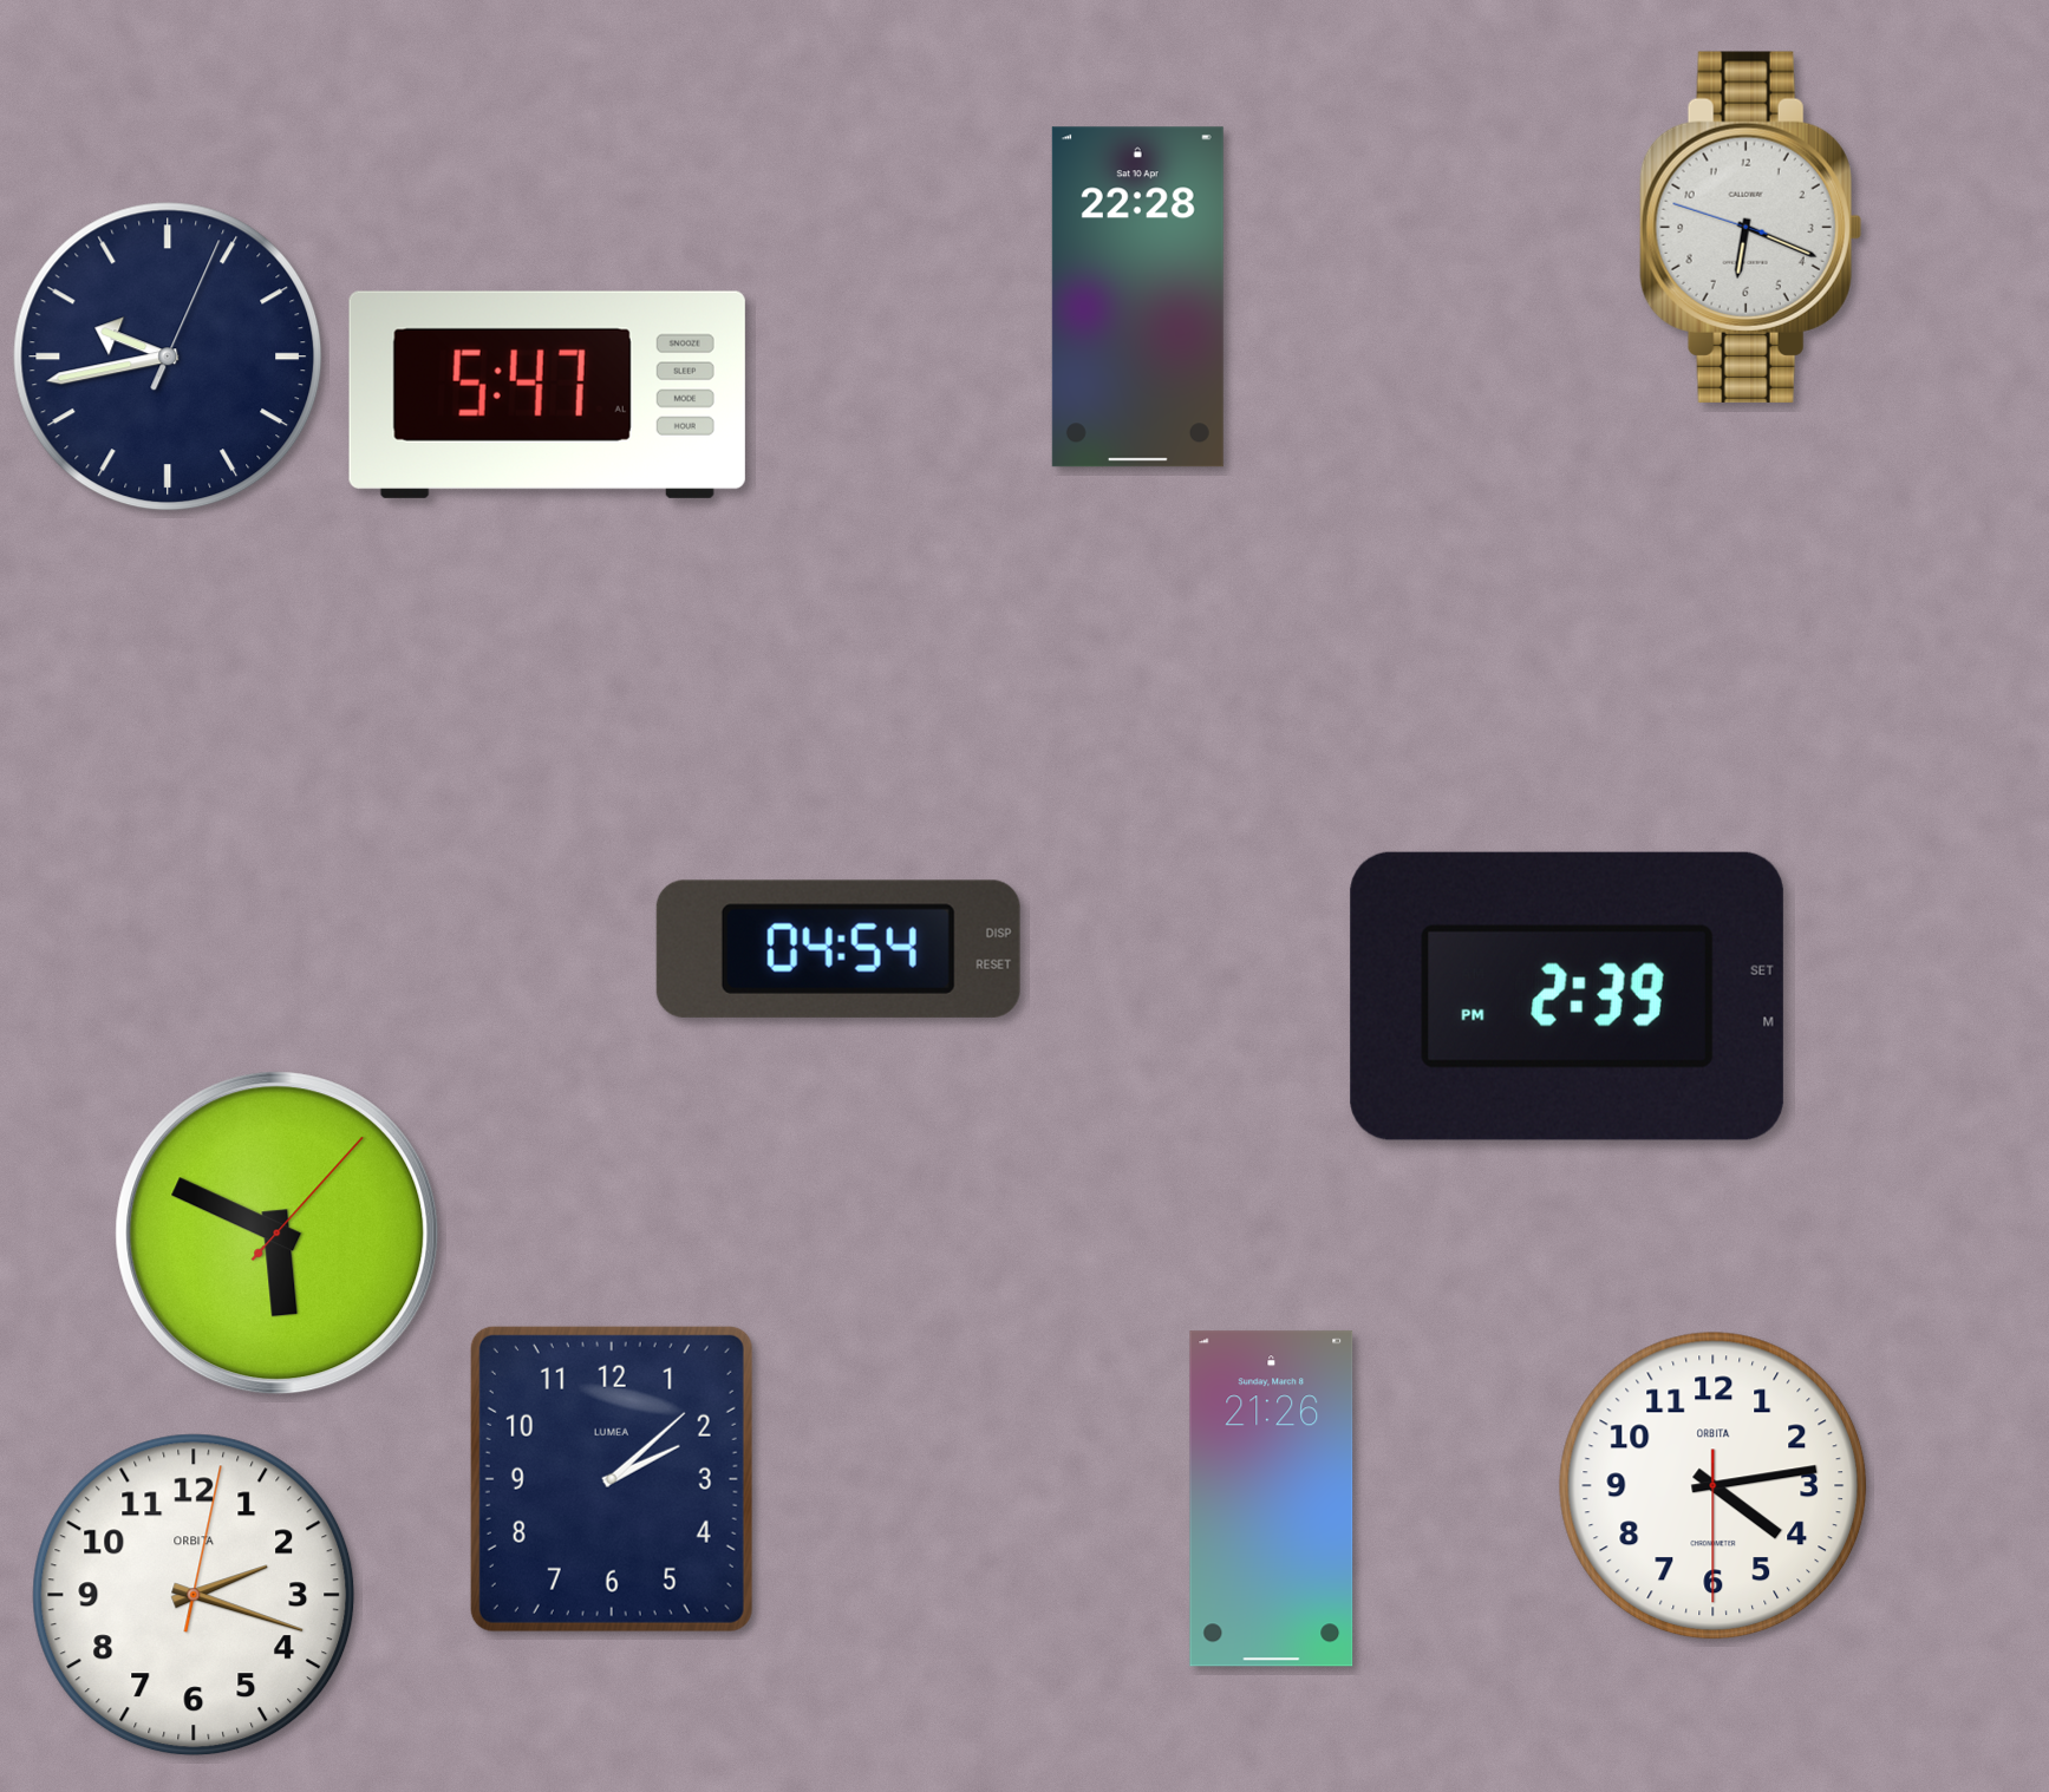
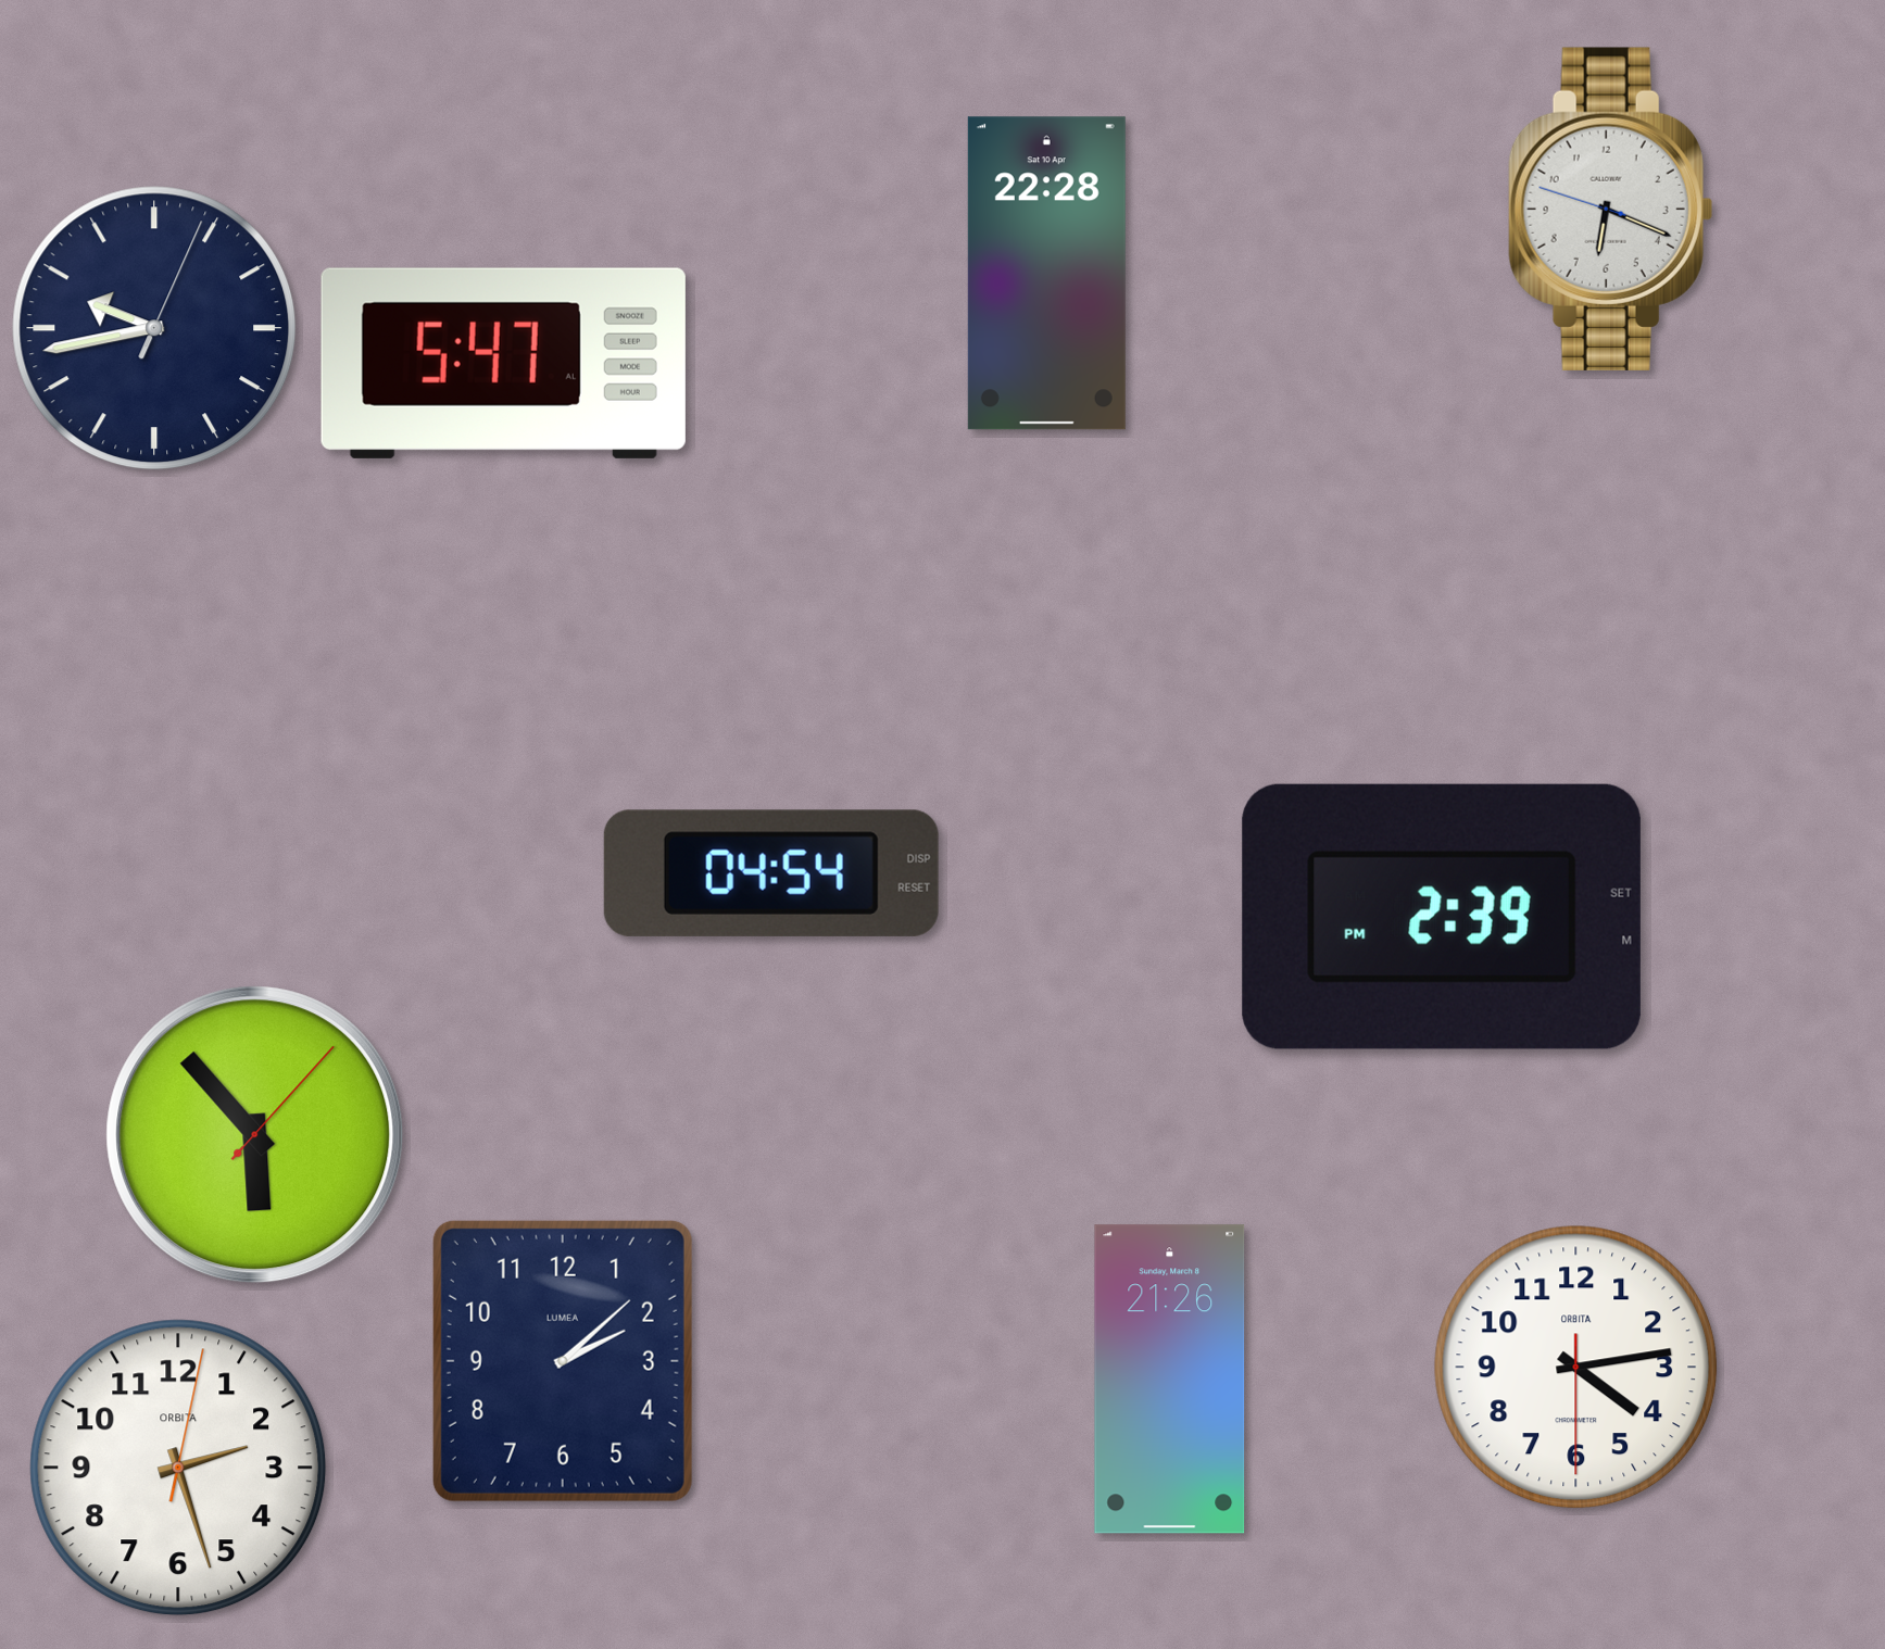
clock at (278, 1234): 5:49 -> 5:53
clock at (194, 1595): 2:18 -> 2:27
